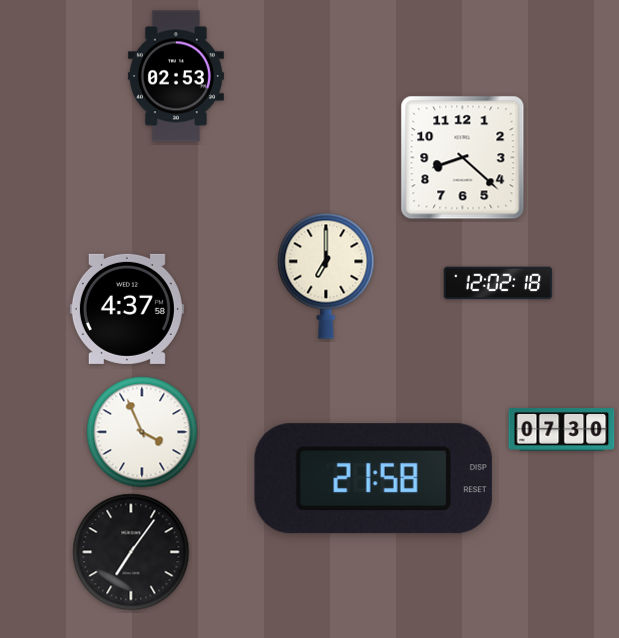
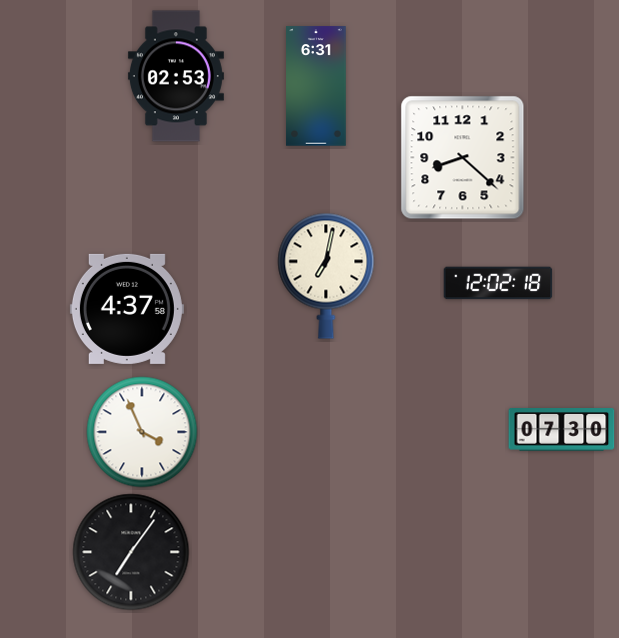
clock at (316, 86): none -> 6:31
clock at (326, 276): 7:00 -> 7:02
clock at (373, 479): 21:58 -> none
